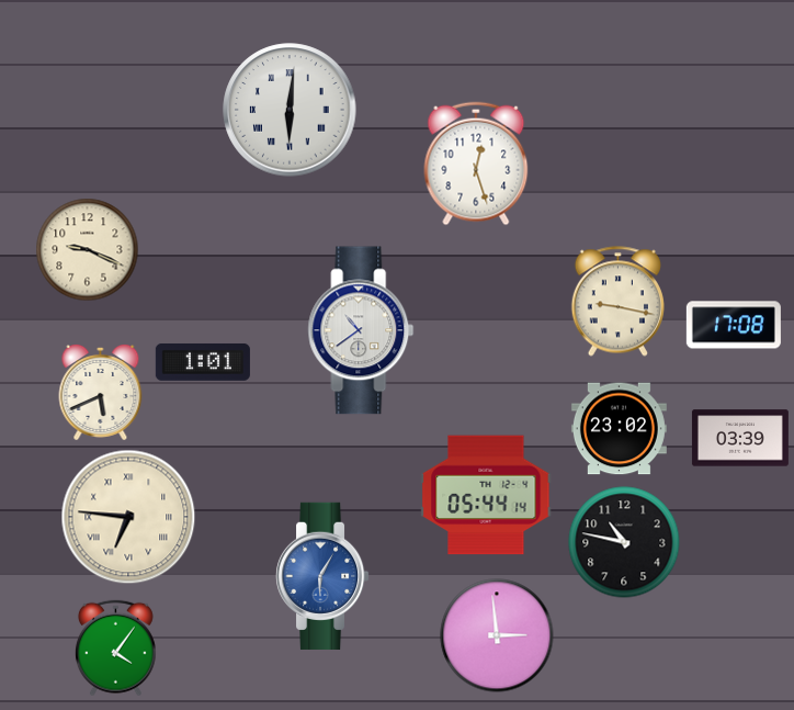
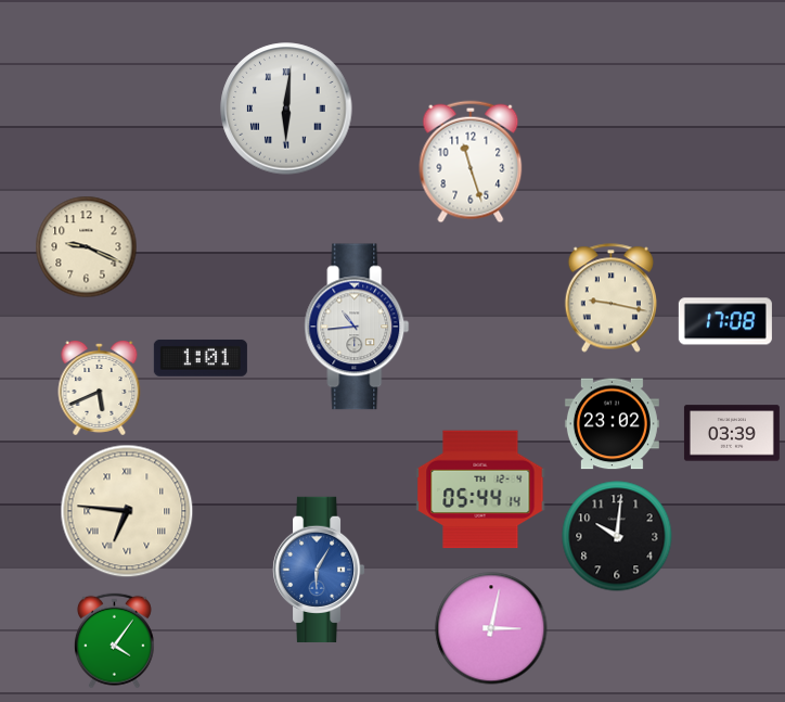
clock at (476, 164): 12:27 -> 11:27
clock at (361, 330): 10:39 -> 10:44
clock at (624, 542): 10:47 -> 10:01
clock at (497, 635): 2:59 -> 3:02
